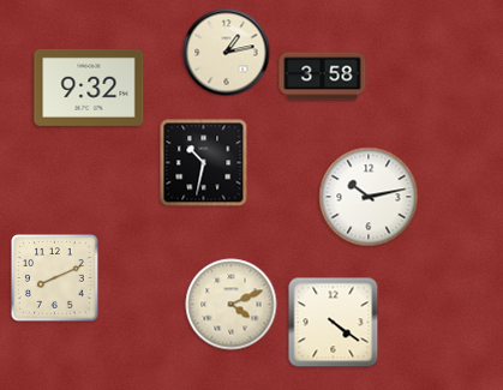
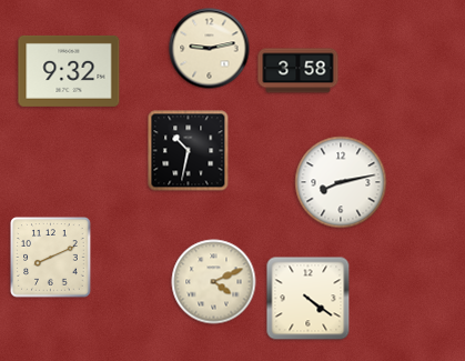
clock at (227, 53): 1:13 -> 9:13
clock at (89, 88) position: (89, 88) -> (69, 71)
clock at (369, 197): 10:13 -> 8:13
